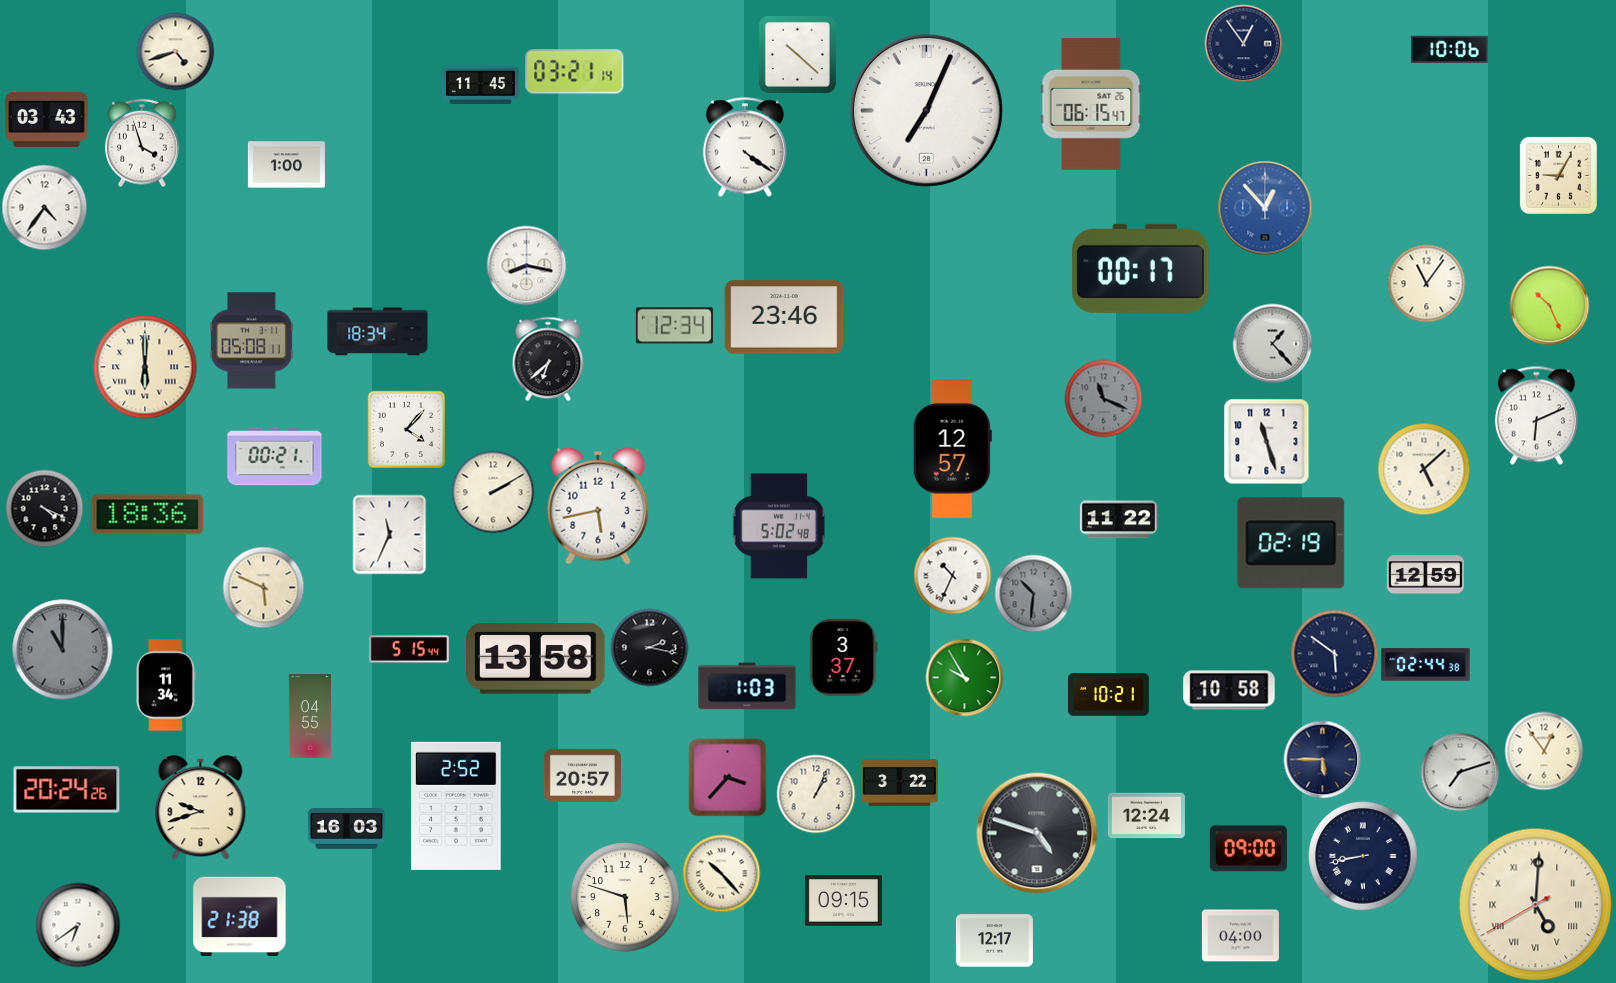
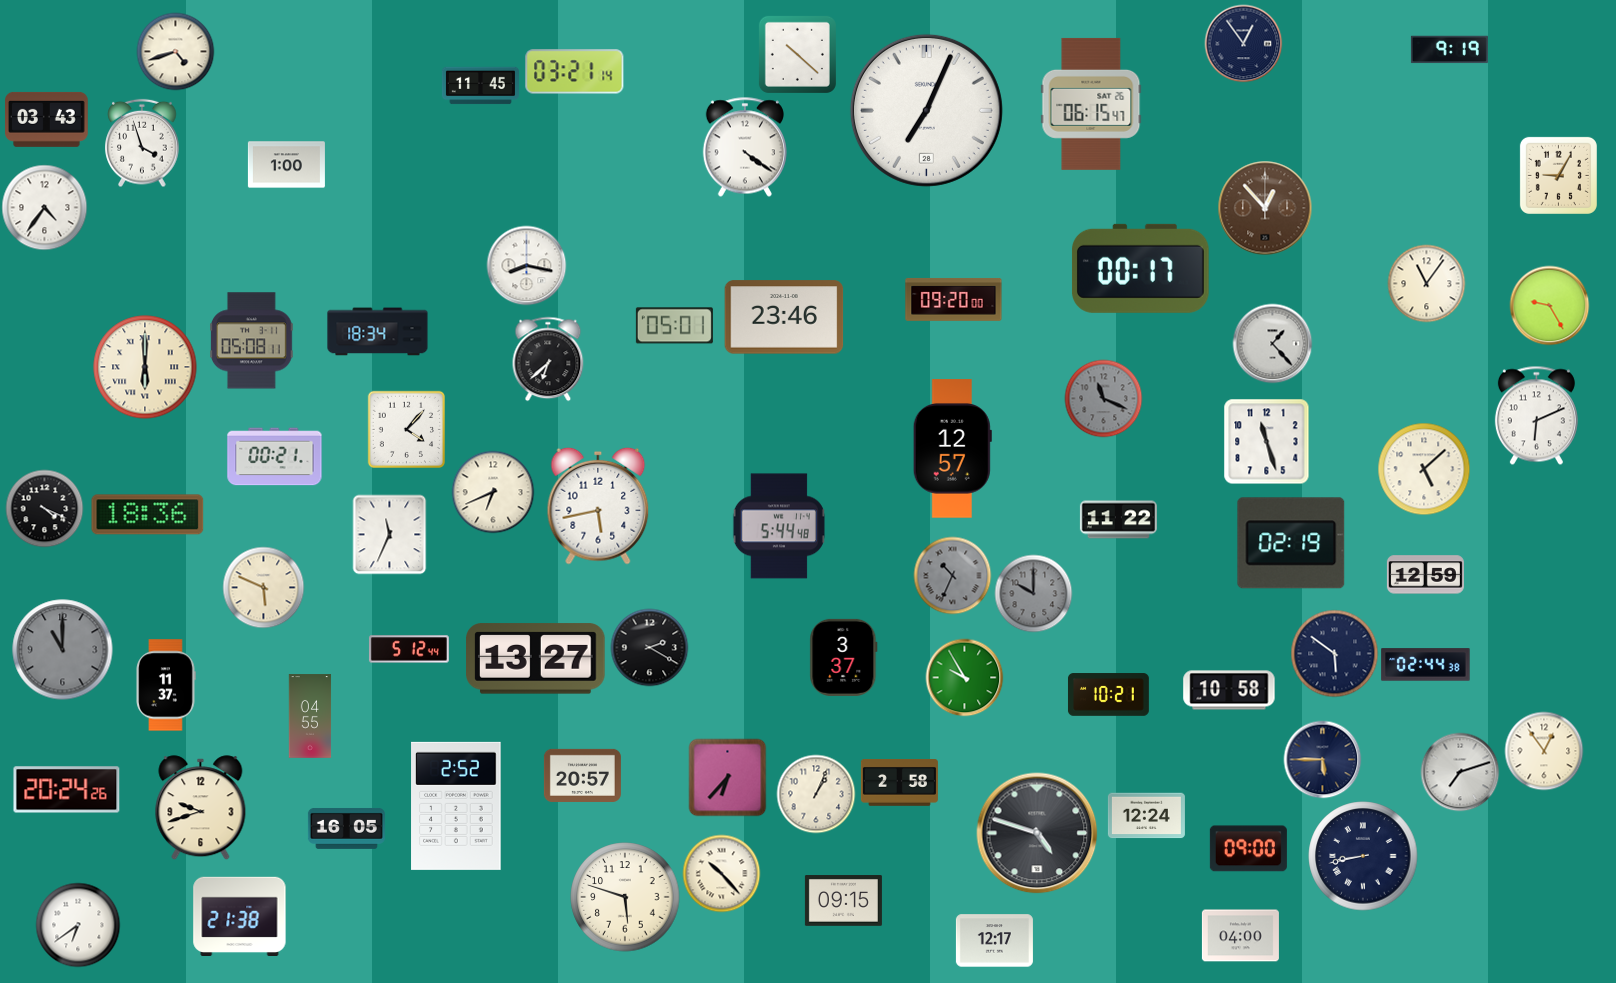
clock at (1449, 50): 10:06 -> 9:19
clock at (1265, 208) dial: blue -> brown
clock at (954, 299): none -> 09:20
clock at (1549, 305): 10:26 -> 9:25
clock at (674, 326): 12:34 -> 05:01
clock at (493, 492): 2:10 -> 6:41
clock at (779, 526): 5:02 -> 5:44
clock at (952, 575) dial: white -> grey
clock at (1033, 593): 10:31 -> 10:00
clock at (649, 647): 2:17 -> 2:20
clock at (409, 649): 5:15 -> 5:12
clock at (536, 659): 13:58 -> 13:27
clock at (166, 685): 11:34 -> 11:37
clock at (747, 686): 1:03 -> none
clock at (727, 777): 3:37 -> 6:37
clock at (899, 783): 3:22 -> 2:58
clock at (346, 828): 16:03 -> 16:05
clock at (1536, 905): 5:00 -> none
